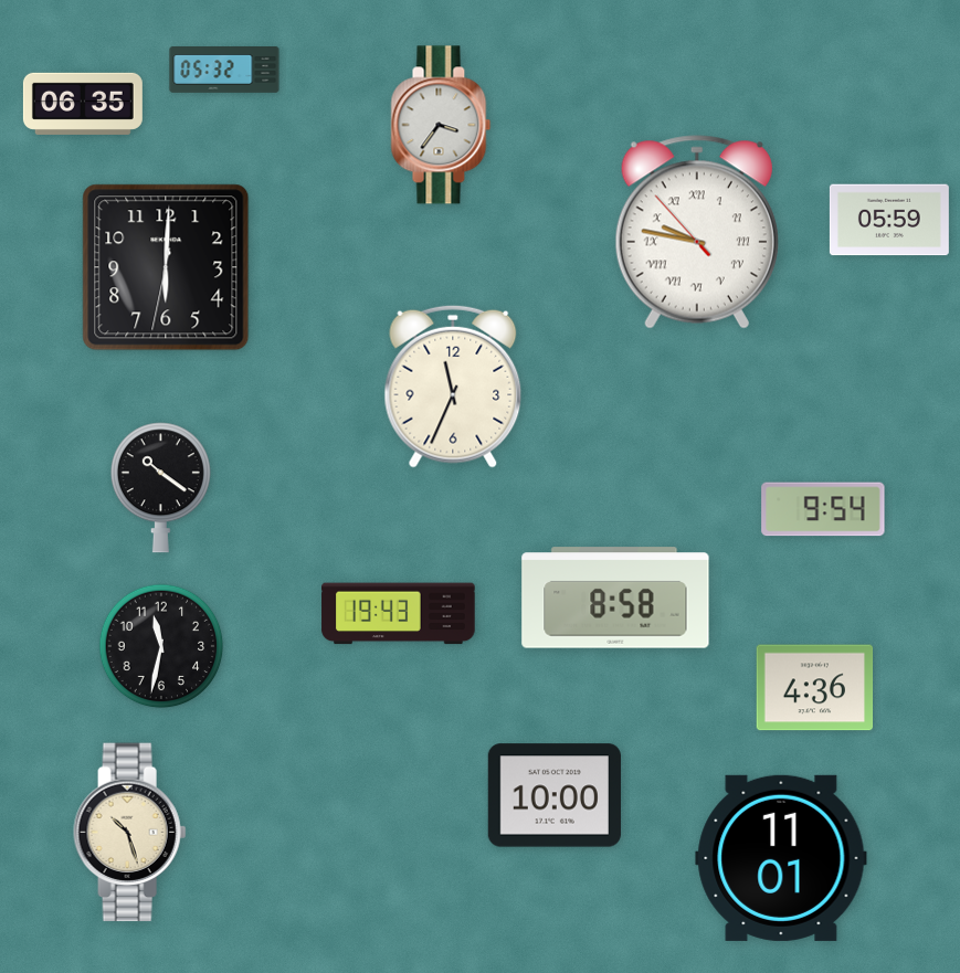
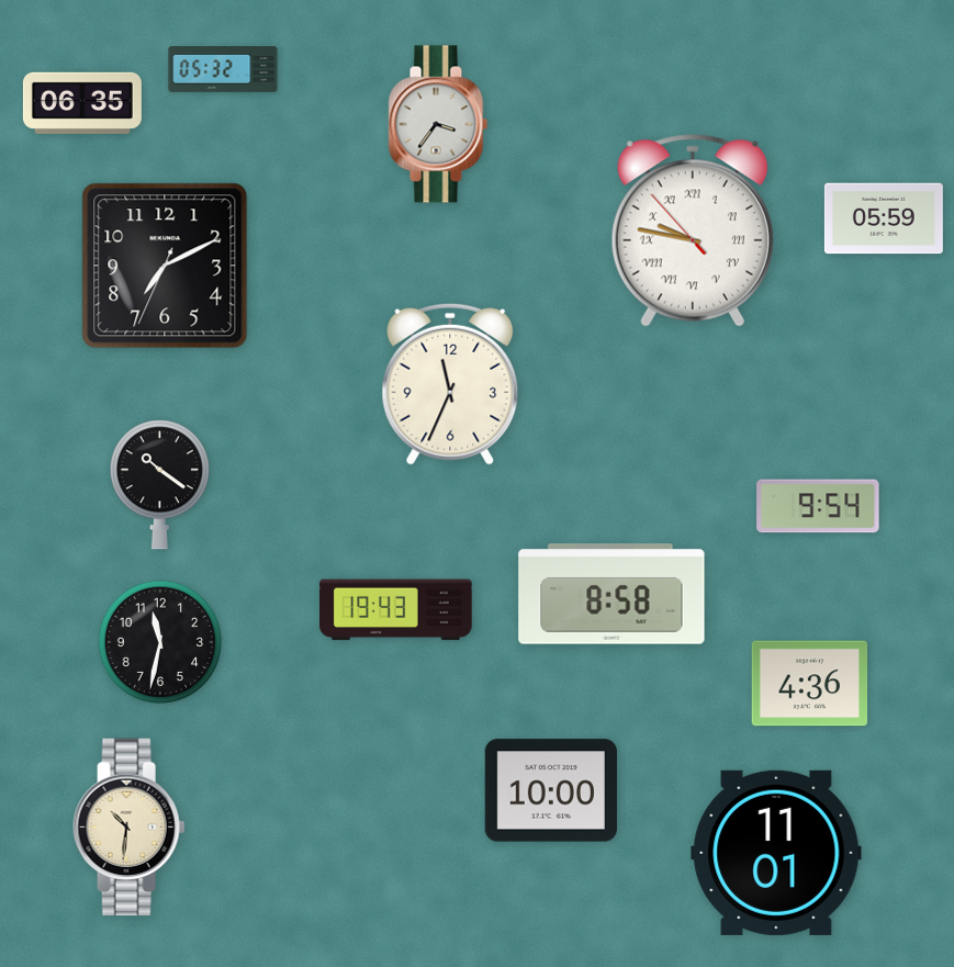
clock at (166, 267): 6:00 -> 7:10
clock at (130, 833): 10:27 -> 10:31
